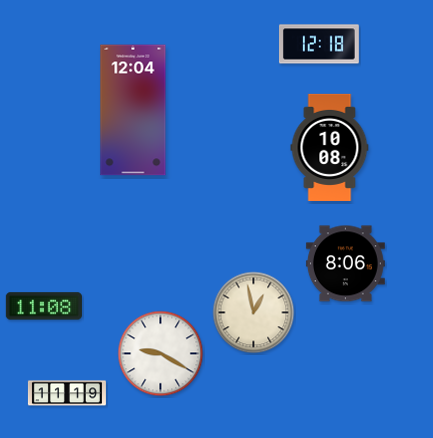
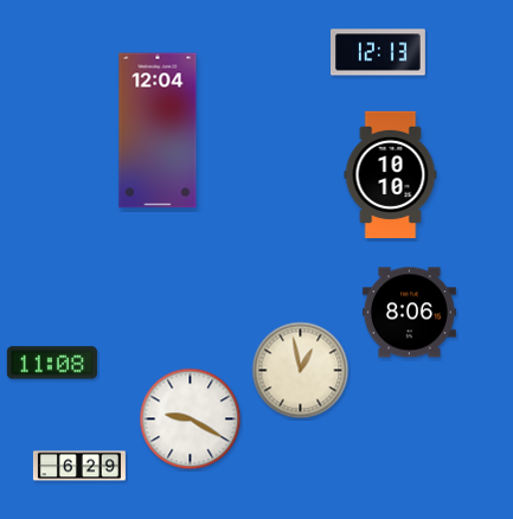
clock at (320, 44): 12:18 -> 12:13
clock at (330, 147): 10:08 -> 10:10
clock at (67, 393): 11:19 -> 6:29
